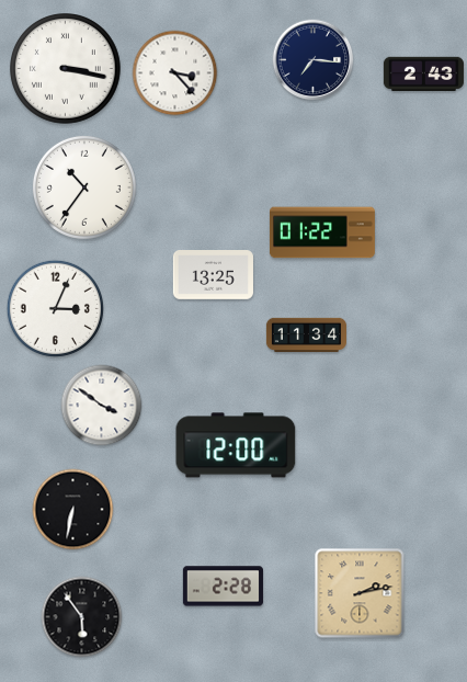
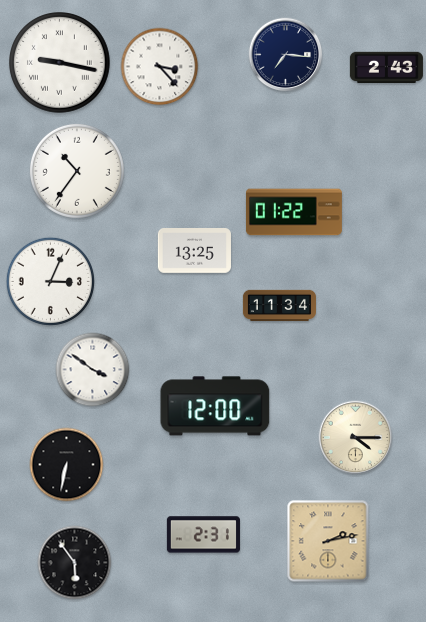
clock at (66, 69): 3:17 -> 9:17
clock at (356, 438): none -> 4:15
clock at (223, 587): 2:28 -> 2:31
